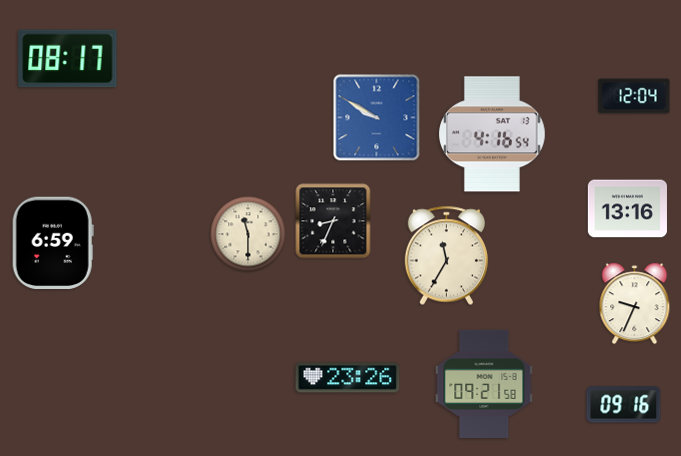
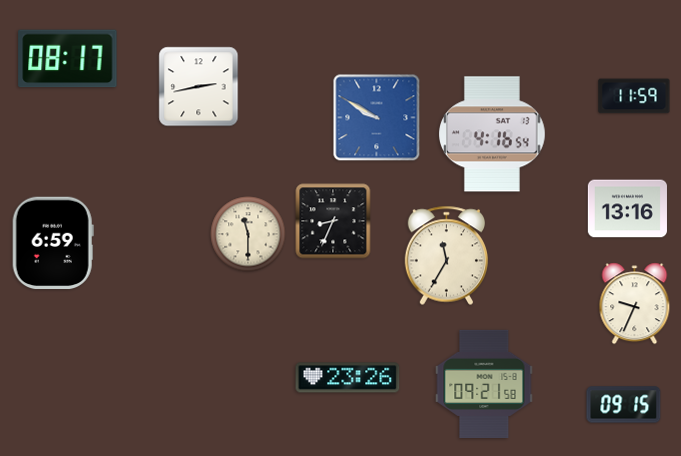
clock at (199, 87): none -> 2:43
clock at (634, 96): 12:04 -> 11:59
clock at (624, 405): 09:16 -> 09:15
